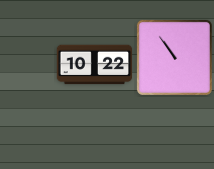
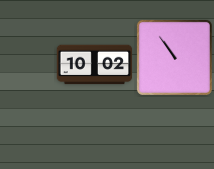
clock at (95, 65): 10:22 -> 10:02
